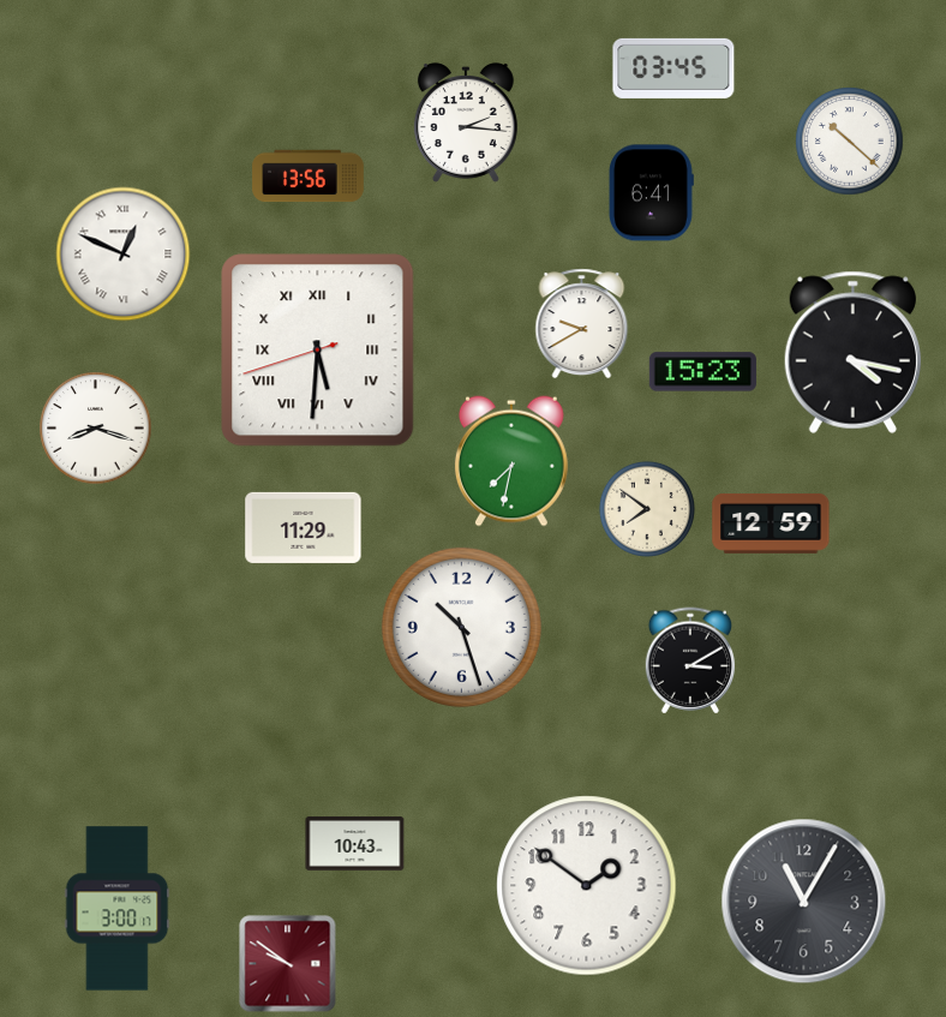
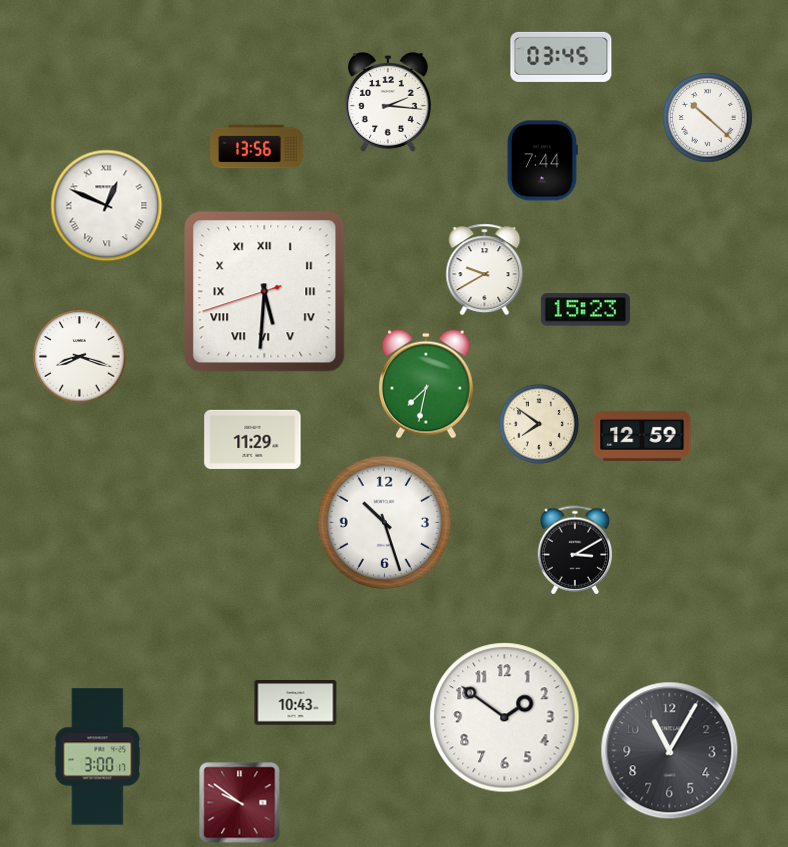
clock at (651, 193): 6:41 -> 7:44
clock at (124, 255) position: (124, 255) -> (107, 206)
clock at (852, 352): 4:17 -> none
clock at (587, 886) position: (587, 886) -> (505, 718)
